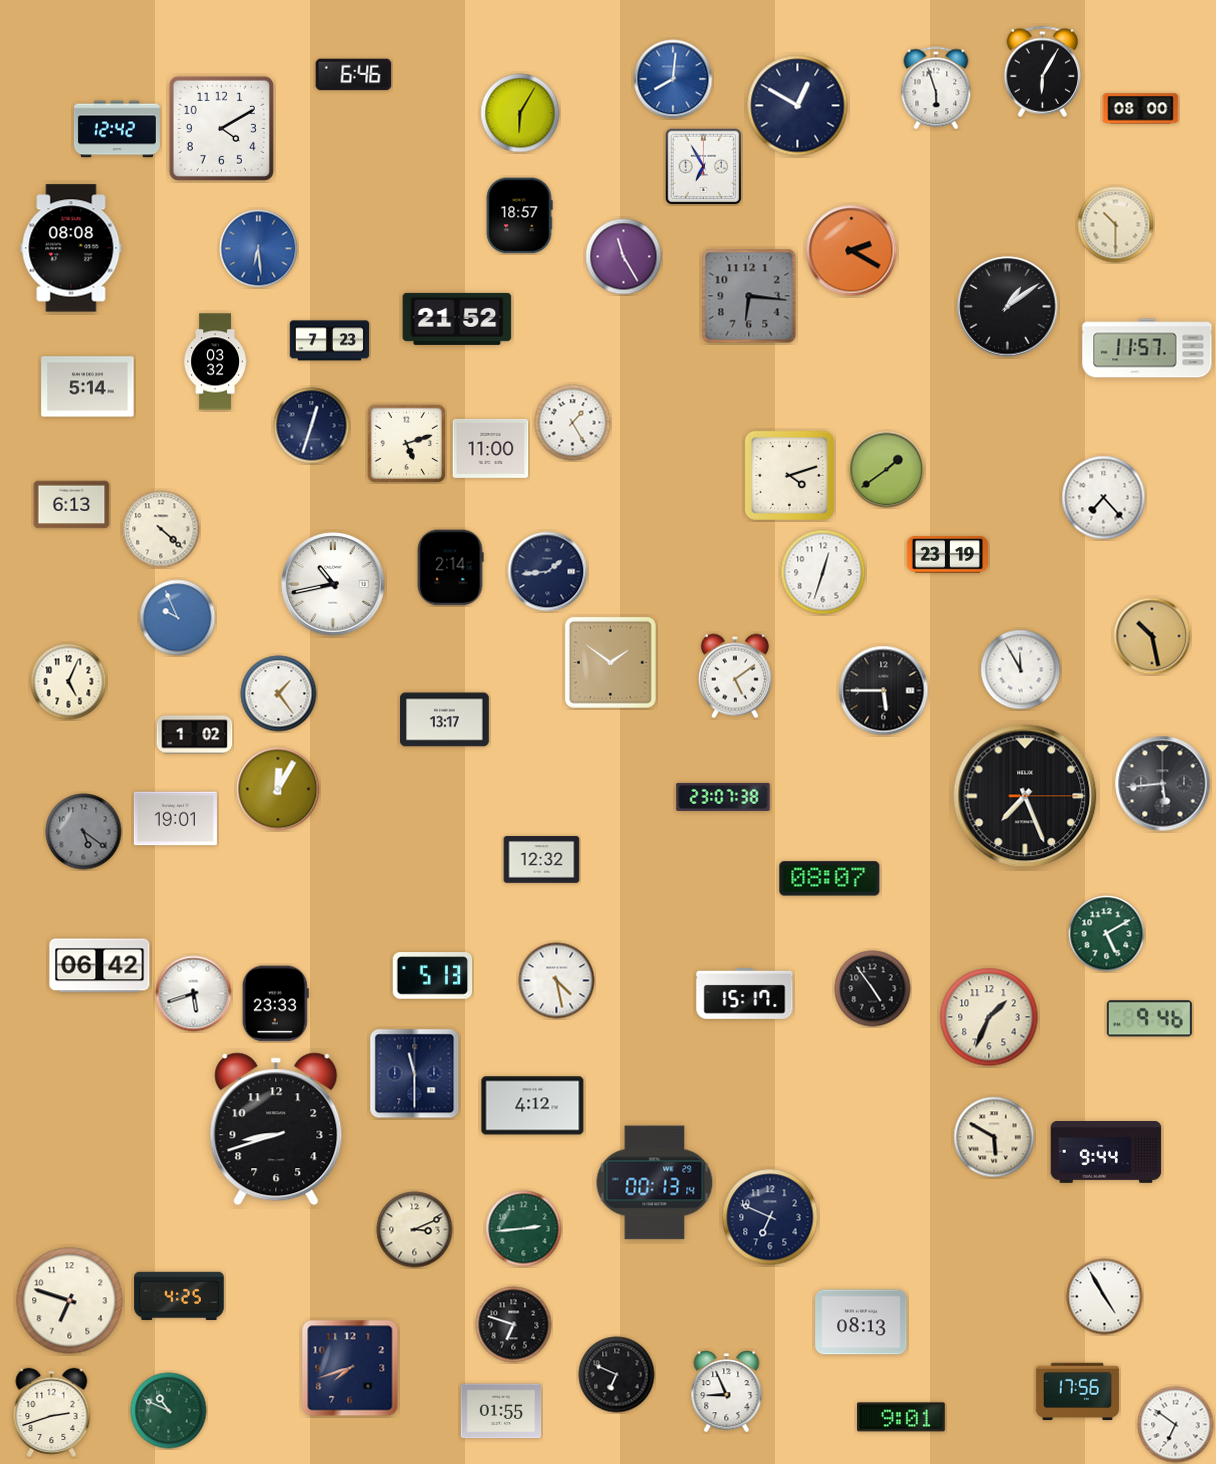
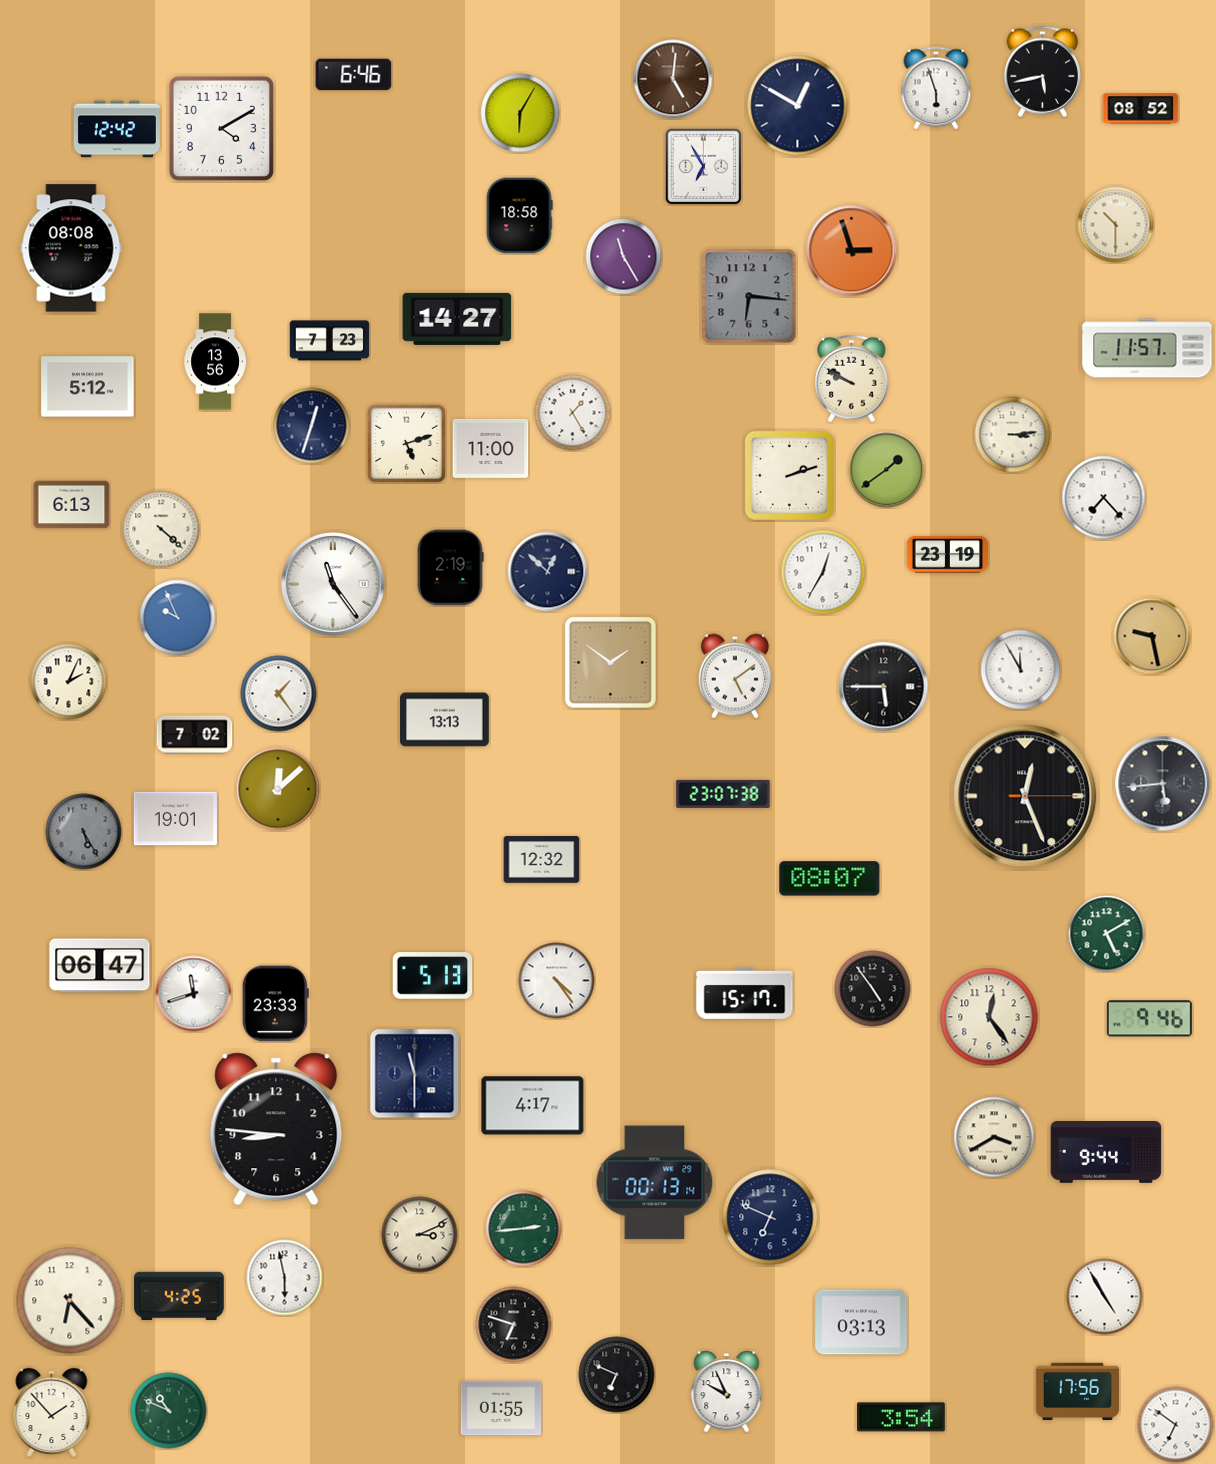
clock at (1043, 71): 6:05 -> 5:43
clock at (673, 79): 8:01 -> 5:01
clock at (673, 79) dial: blue -> brown
clock at (1141, 109): 08:00 -> 08:52
clock at (519, 216): 18:57 -> 18:58
clock at (259, 249): 6:29 -> none
clock at (852, 251): 2:20 -> 2:57
clock at (1008, 307): 1:09 -> none
clock at (457, 319): 21:52 -> 14:27
clock at (215, 362): 03:32 -> 13:56
clock at (852, 379): none -> 9:50
clock at (88, 387): 5:14 -> 5:12
clock at (573, 423) position: (573, 423) -> (573, 413)
clock at (1013, 435): none -> 3:14
clock at (789, 475): 4:12 -> 2:12
clock at (450, 568): 2:14 -> 2:19
clock at (548, 572): 1:44 -> 12:52
clock at (823, 572): 12:33 -> 12:35
clock at (333, 584): 10:43 -> 11:24
clock at (1152, 636): 10:28 -> 9:28
clock at (69, 682): 5:04 -> 2:04
clock at (884, 691) position: (884, 691) -> (884, 687)
clock at (445, 720): 13:17 -> 13:13
clock at (195, 735): 1:02 -> 7:02
clock at (278, 789): 12:05 -> 12:08
clock at (1025, 796): 7:26 -> 12:26
clock at (723, 797) position: (723, 797) -> (723, 794)
clock at (84, 832): 5:21 -> 5:25
clock at (100, 966): 06:42 -> 06:47
clock at (557, 981): 4:28 -> 4:24
clock at (194, 994): 5:42 -> 11:42
clock at (989, 1017): 1:34 -> 12:24
clock at (533, 1106): 4:12 -> 4:17
clock at (276, 1129): 8:42 -> 8:46
clock at (994, 1137): 5:50 -> 3:40
clock at (415, 1230) position: (415, 1230) -> (420, 1235)
clock at (285, 1278): none -> 5:58
clock at (70, 1301): 6:48 -> 6:23
clock at (861, 1322): 08:13 -> 03:13
clock at (350, 1368): 7:42 -> none
clock at (727, 1392): 8:56 -> 9:56
clock at (501, 1411) position: (501, 1411) -> (501, 1408)
clock at (52, 1412): 2:42 -> 1:53
clock at (902, 1417): 9:01 -> 3:54
